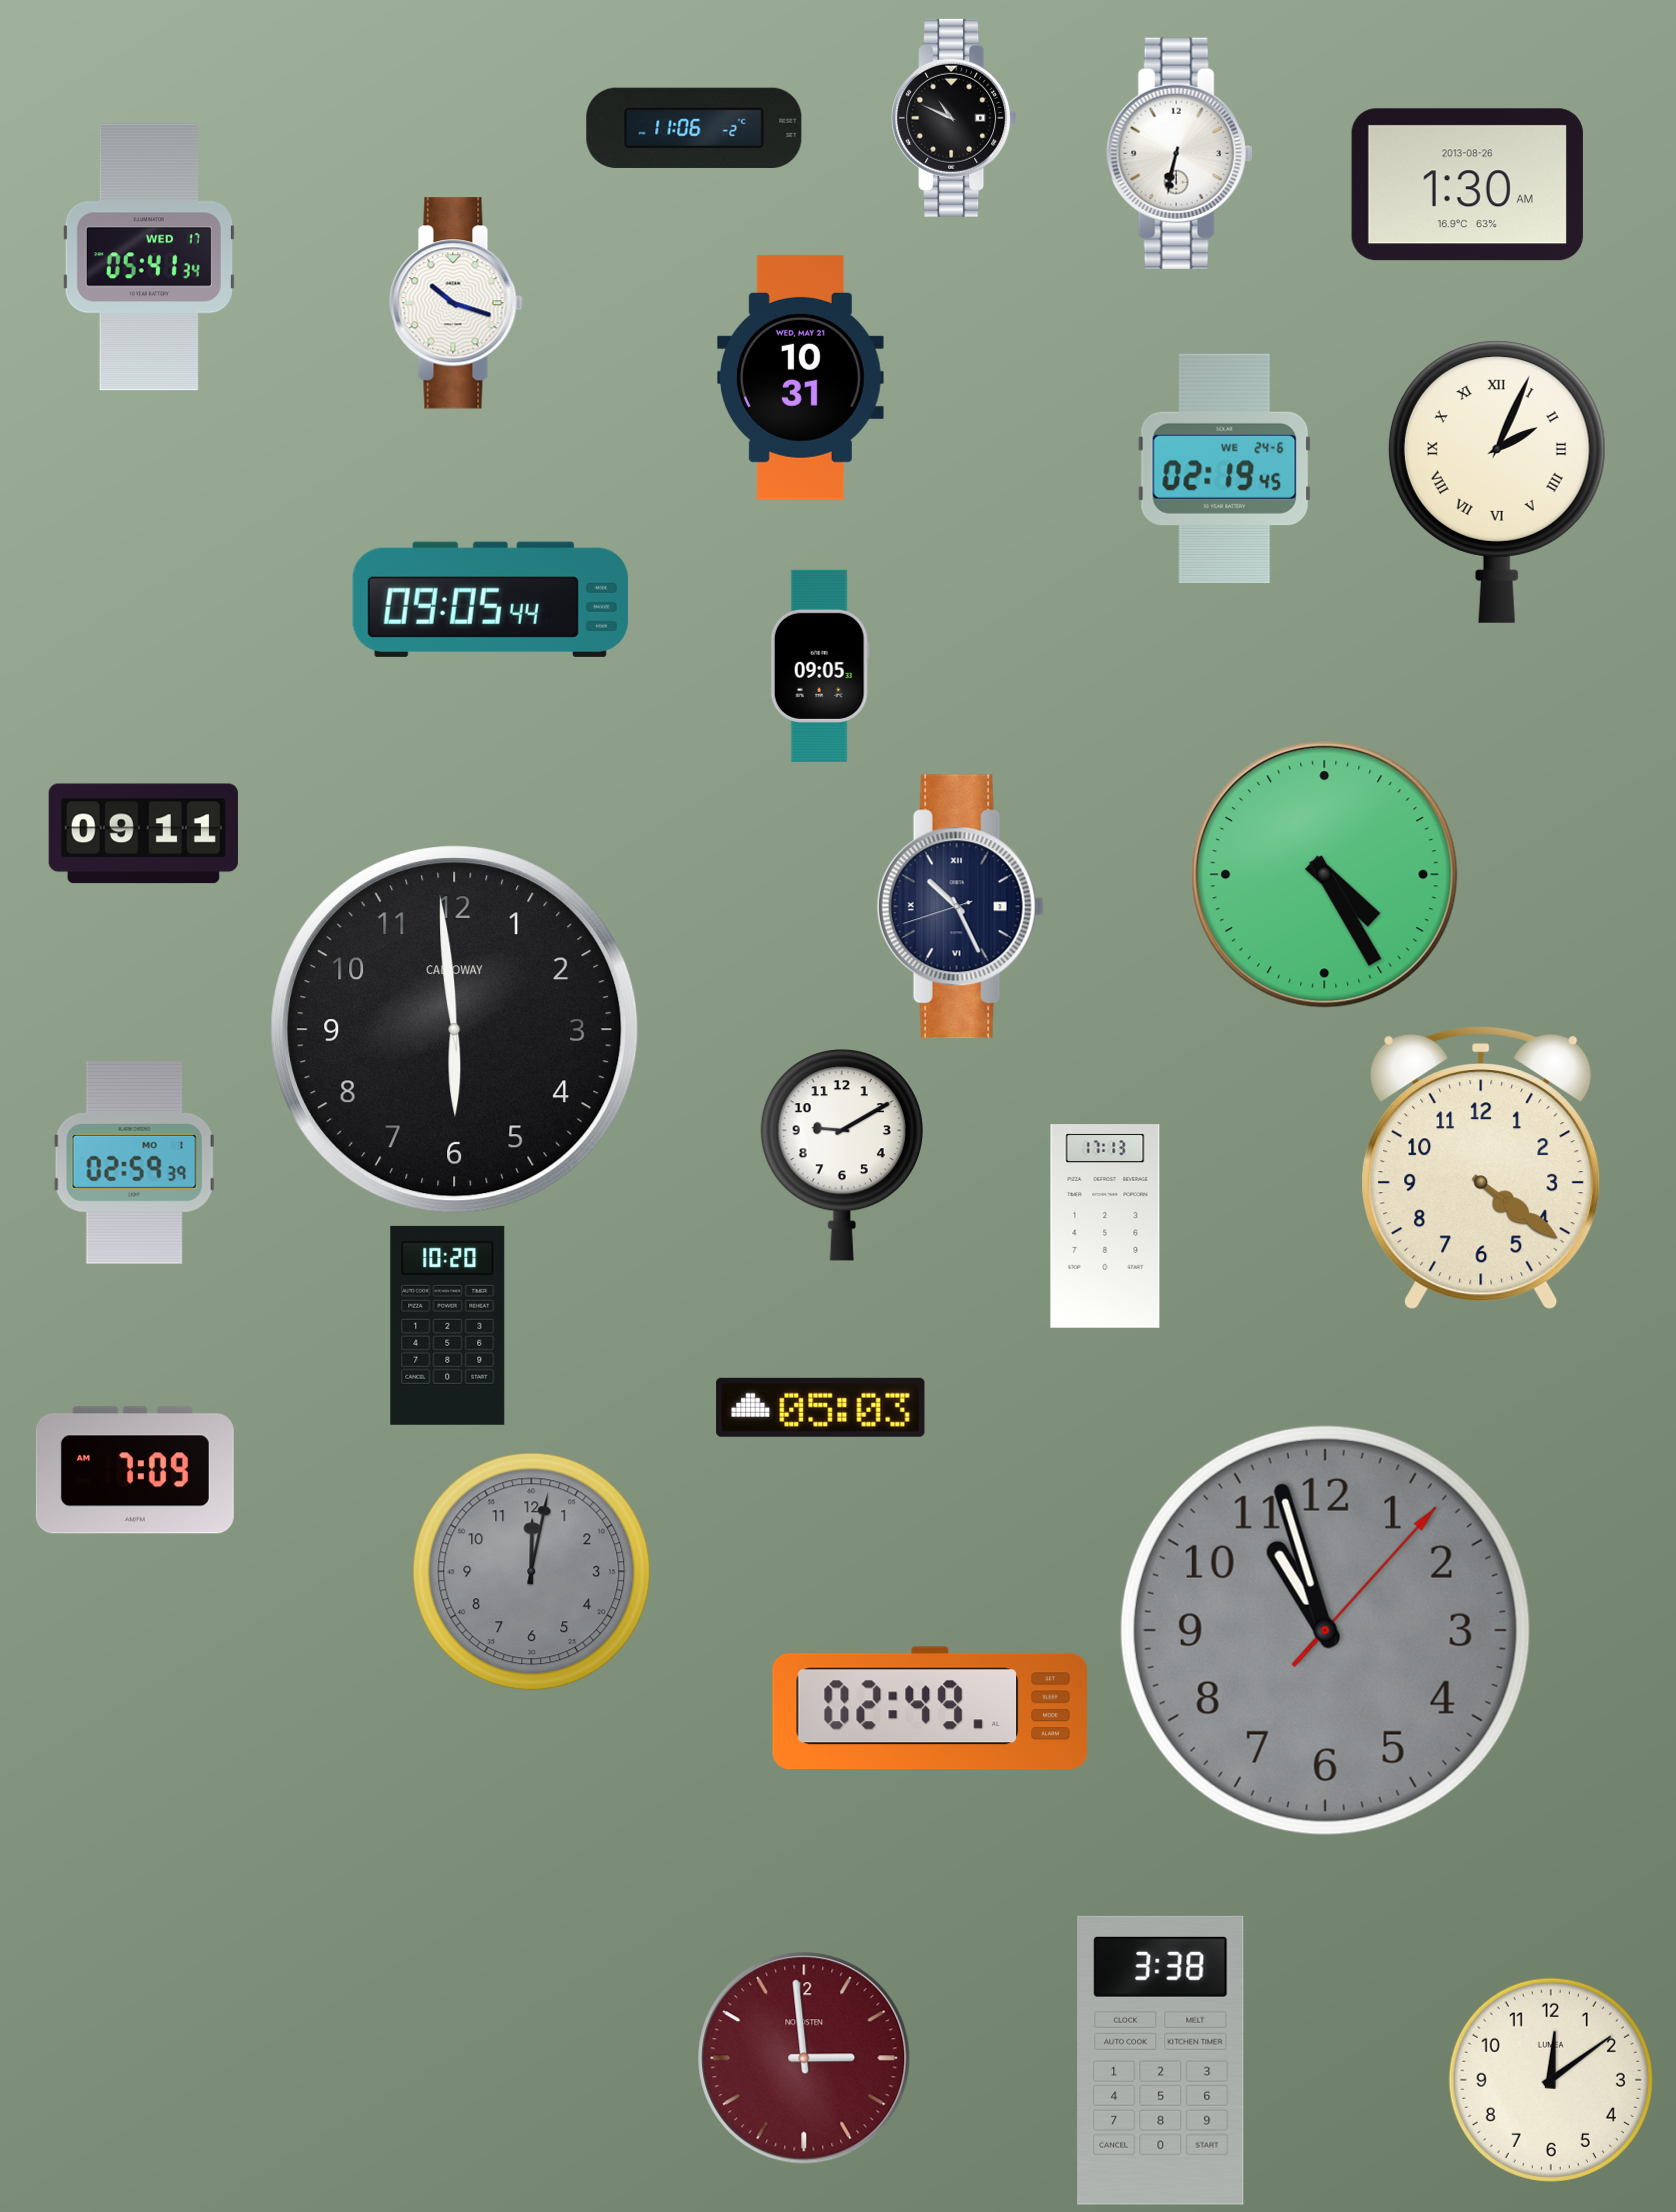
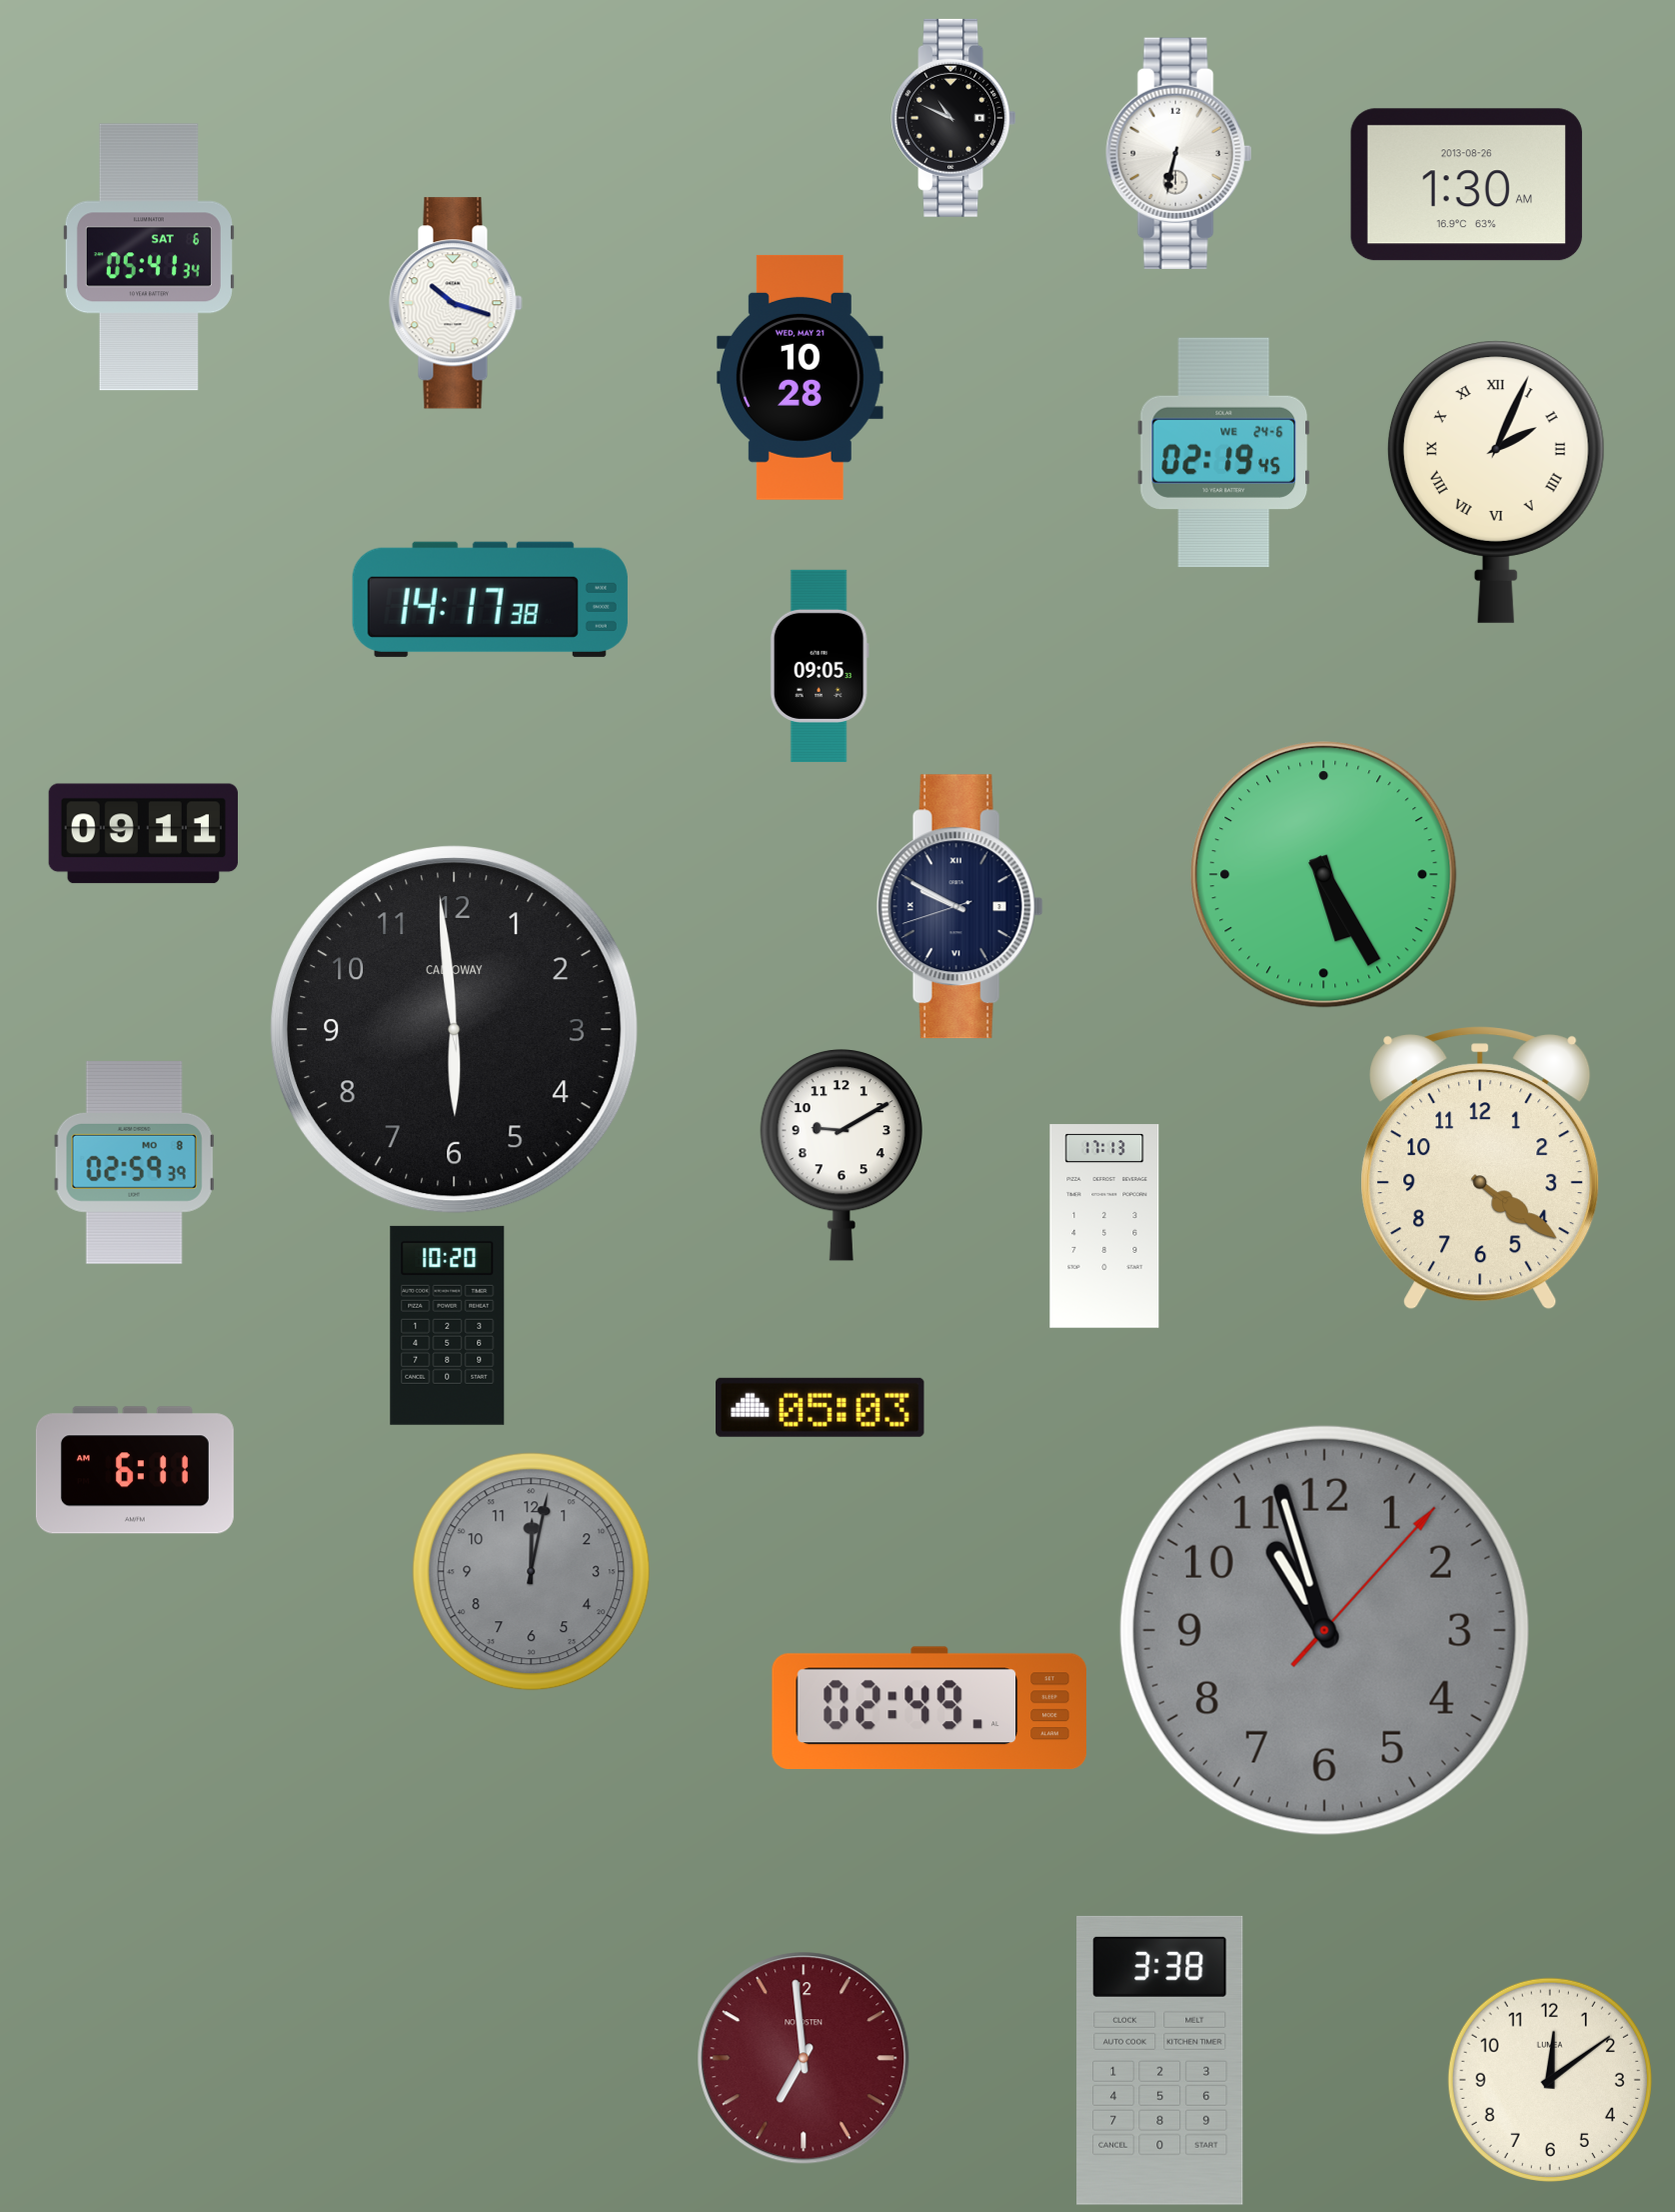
clock at (694, 127): 11:06 -> none
clock at (149, 257) date: WED 17 -> SAT 6
clock at (800, 377): 10:31 -> 10:28
clock at (1225, 468) position: (1225, 468) -> (1224, 452)
clock at (490, 599): 09:05 -> 14:17
clock at (1325, 875): 4:25 -> 5:25
clock at (960, 907): 10:25 -> 9:49
clock at (135, 1162) date: MO 1 -> MO 8
clock at (135, 1470): 7:09 -> 6:11
clock at (804, 2058): 2:59 -> 6:59
